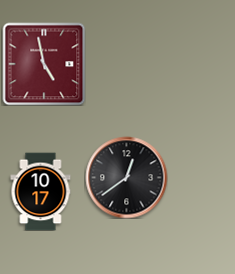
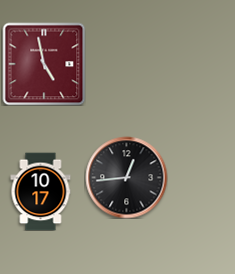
clock at (126, 177): 12:39 -> 12:44
